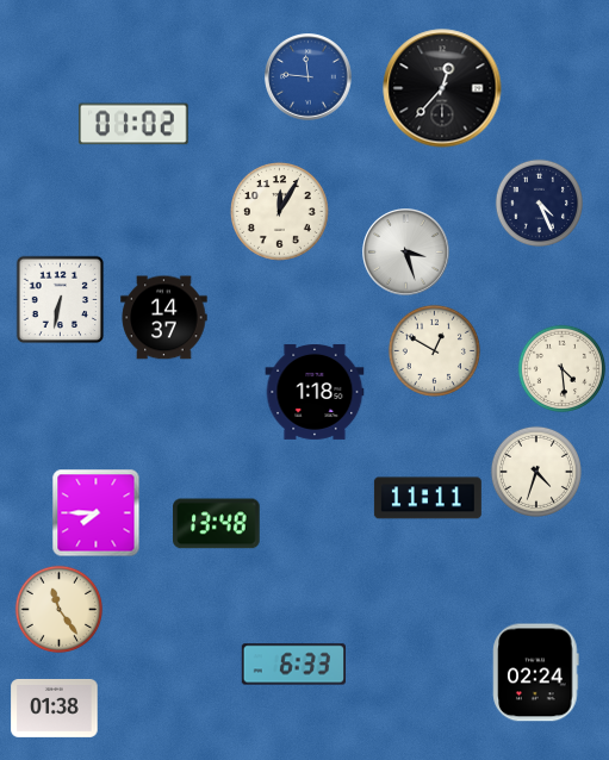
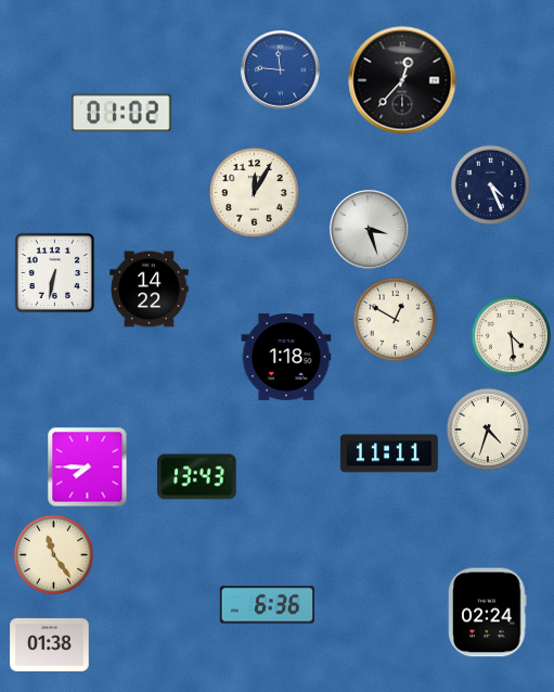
clock at (164, 318): 14:37 -> 14:22
clock at (217, 524): 13:48 -> 13:43
clock at (293, 665): 6:33 -> 6:36
